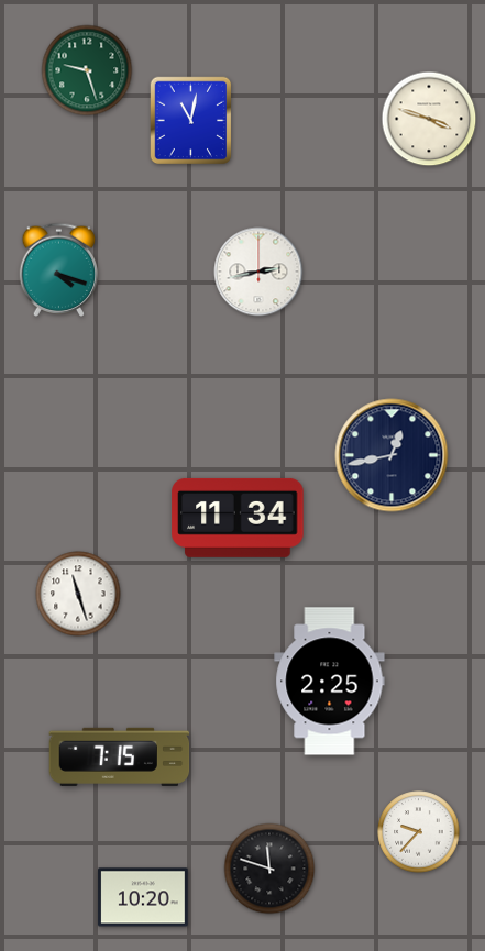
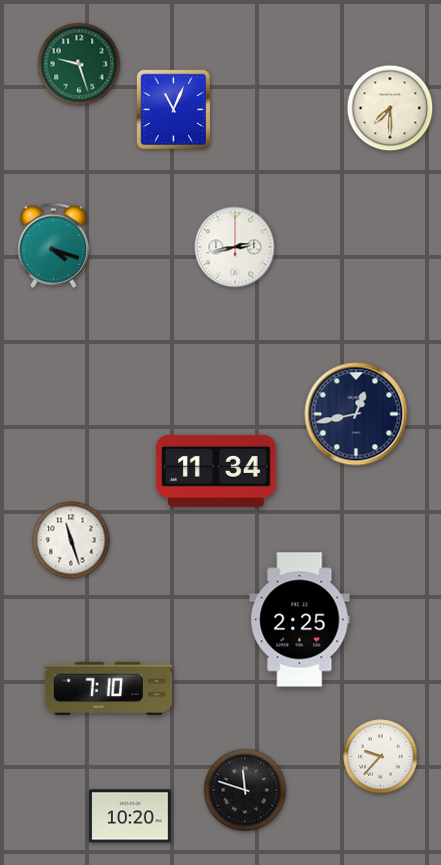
clock at (429, 119): 3:48 -> 7:30
clock at (191, 121): 11:02 -> 11:04
clock at (120, 756): 7:15 -> 7:10
